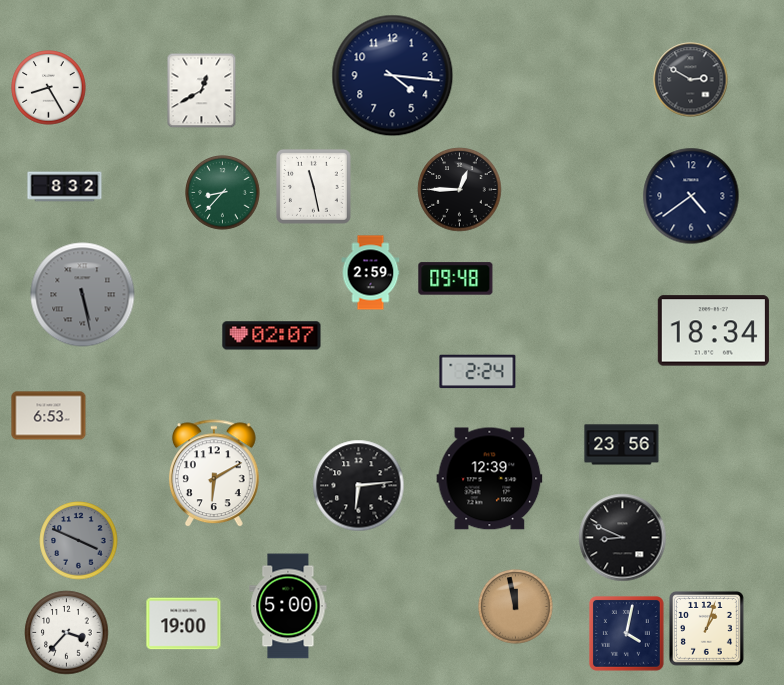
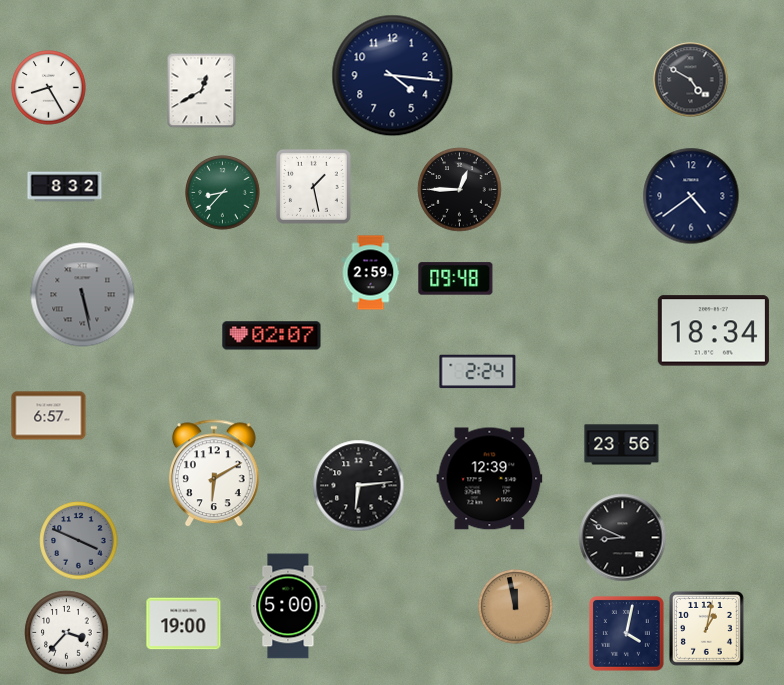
clock at (691, 80): 2:50 -> 4:50
clock at (313, 186): 11:28 -> 1:28
clock at (49, 416): 6:53 -> 6:57
clock at (706, 628): 1:03 -> 1:02
